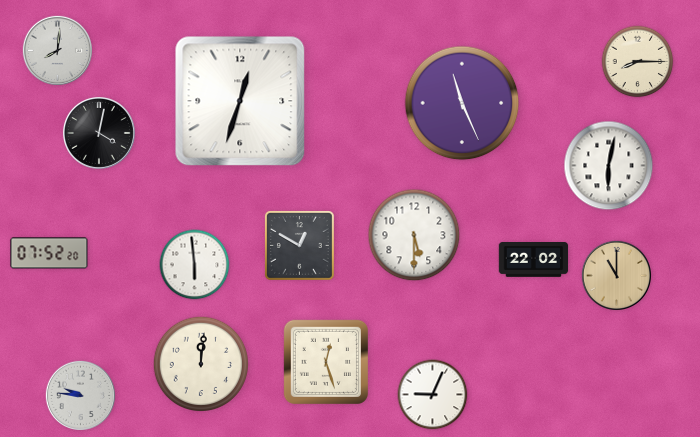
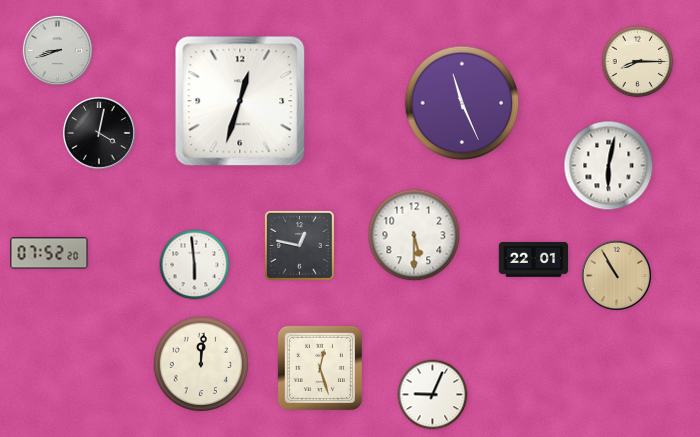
clock at (57, 50): 8:01 -> 8:42
clock at (300, 246): 12:50 -> 12:47
clock at (534, 260): 22:02 -> 22:01
clock at (616, 275): 11:00 -> 10:55
clock at (326, 362) position: (326, 362) -> (320, 368)
clock at (80, 395): 9:46 -> none
